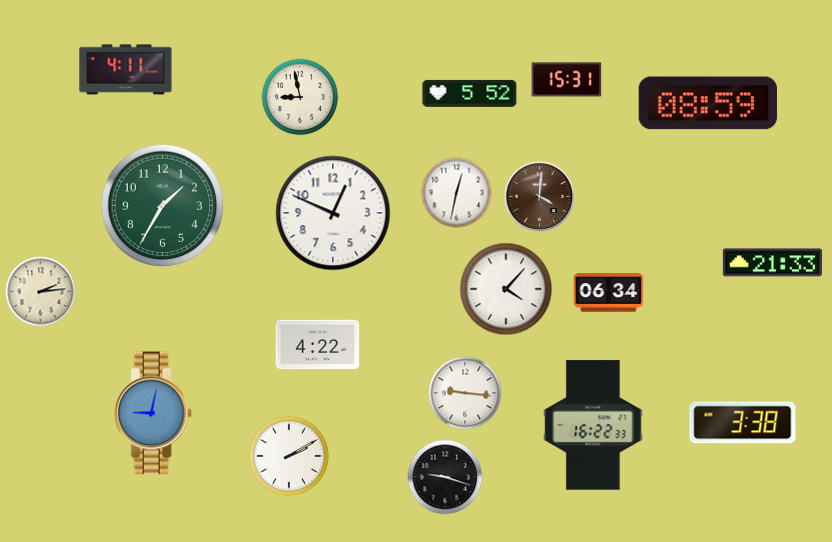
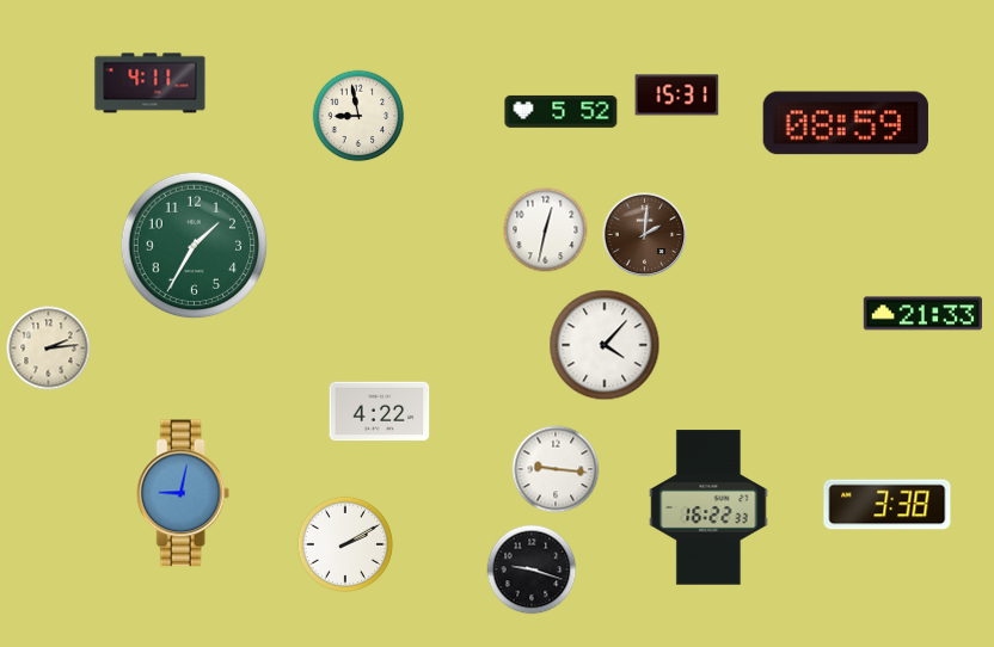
clock at (540, 197): 4:01 -> 2:01
clock at (333, 213): 12:49 -> none
clock at (609, 293): 06:34 -> none
